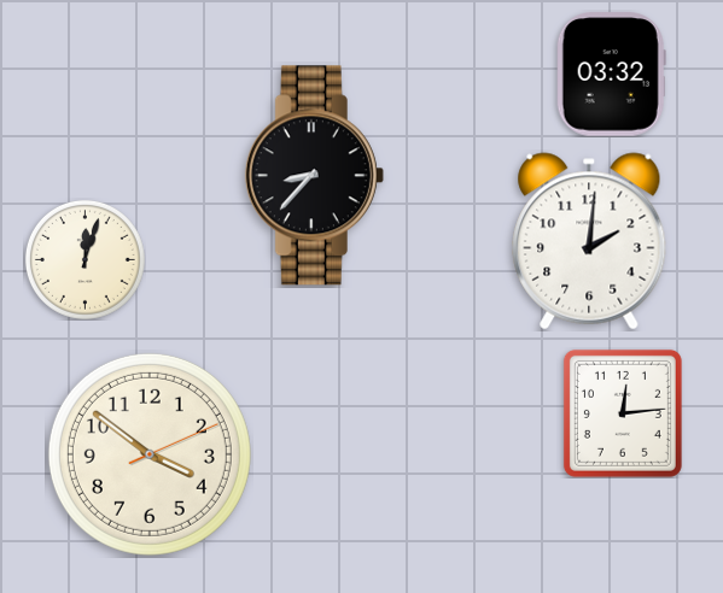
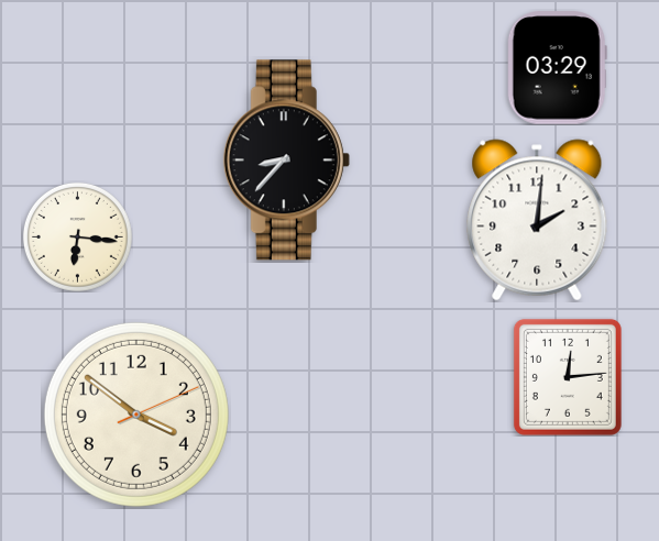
clock at (611, 75): 03:32 -> 03:29
clock at (84, 259): 12:03 -> 6:16
